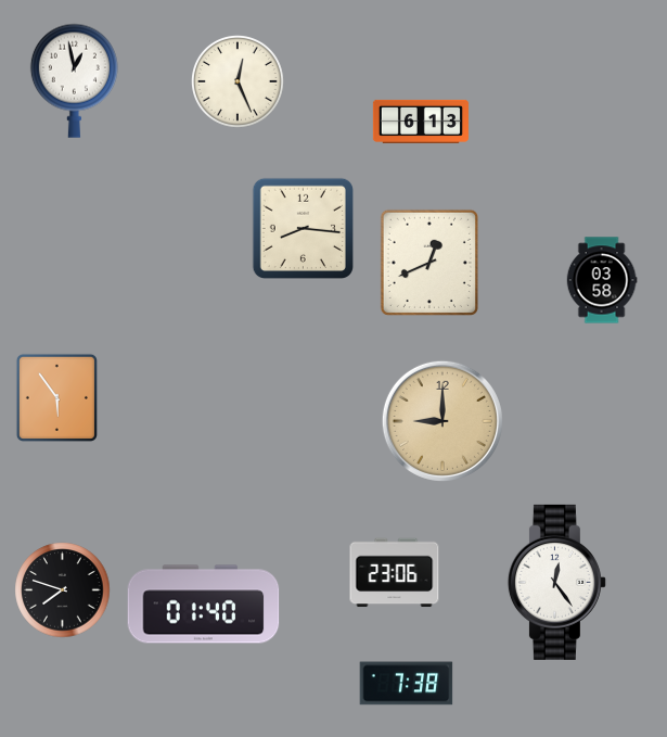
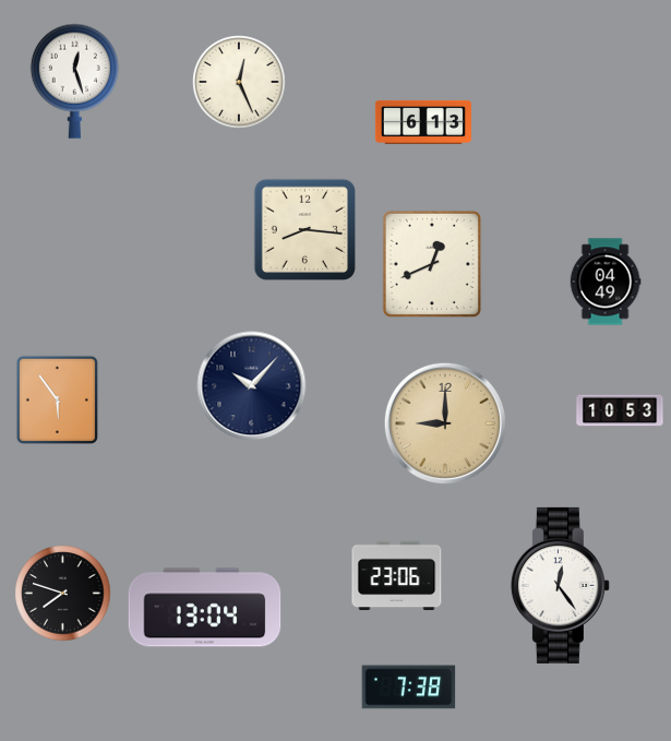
clock at (74, 80): 12:58 -> 12:27
clock at (602, 280): 03:58 -> 04:49
clock at (252, 386): none -> 10:07
clock at (620, 410): none -> 10:53
clock at (204, 605): 01:40 -> 13:04
